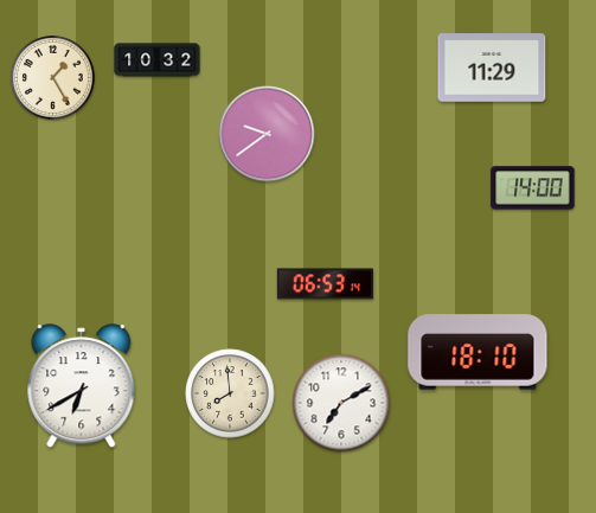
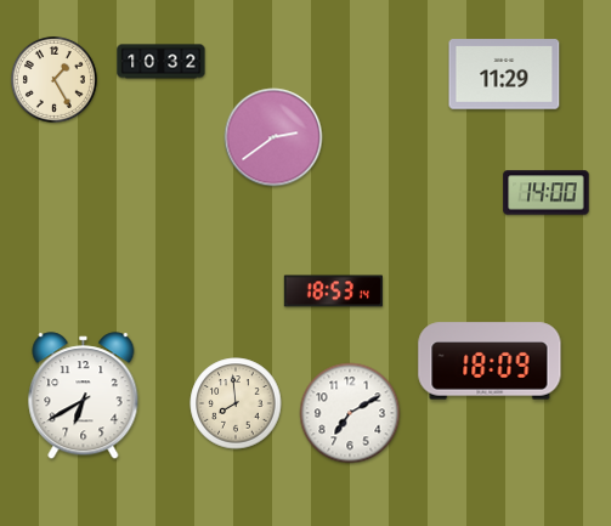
clock at (492, 68) position: (492, 68) -> (504, 74)
clock at (267, 134): 9:39 -> 2:39
clock at (325, 284): 06:53 -> 18:53
clock at (478, 352): 18:10 -> 18:09
